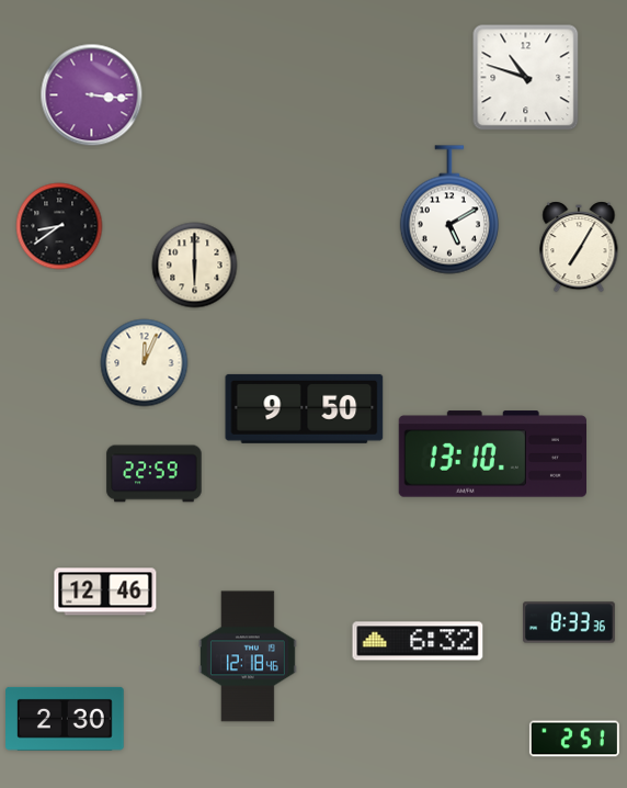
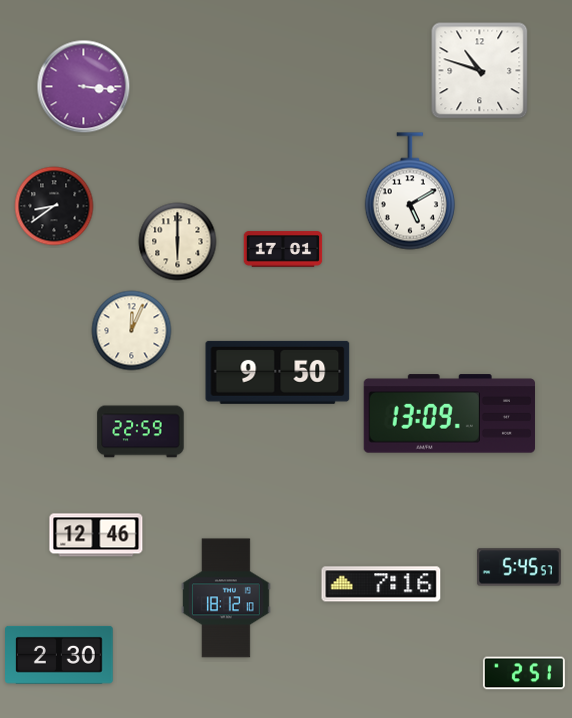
clock at (579, 247): 7:05 -> none
clock at (283, 249): none -> 17:01
clock at (492, 454): 13:10 -> 13:09
clock at (105, 592) position: (105, 592) -> (96, 535)
clock at (570, 622): 8:33 -> 5:45
clock at (418, 641): 6:32 -> 7:16
clock at (248, 656): 12:18 -> 18:12
